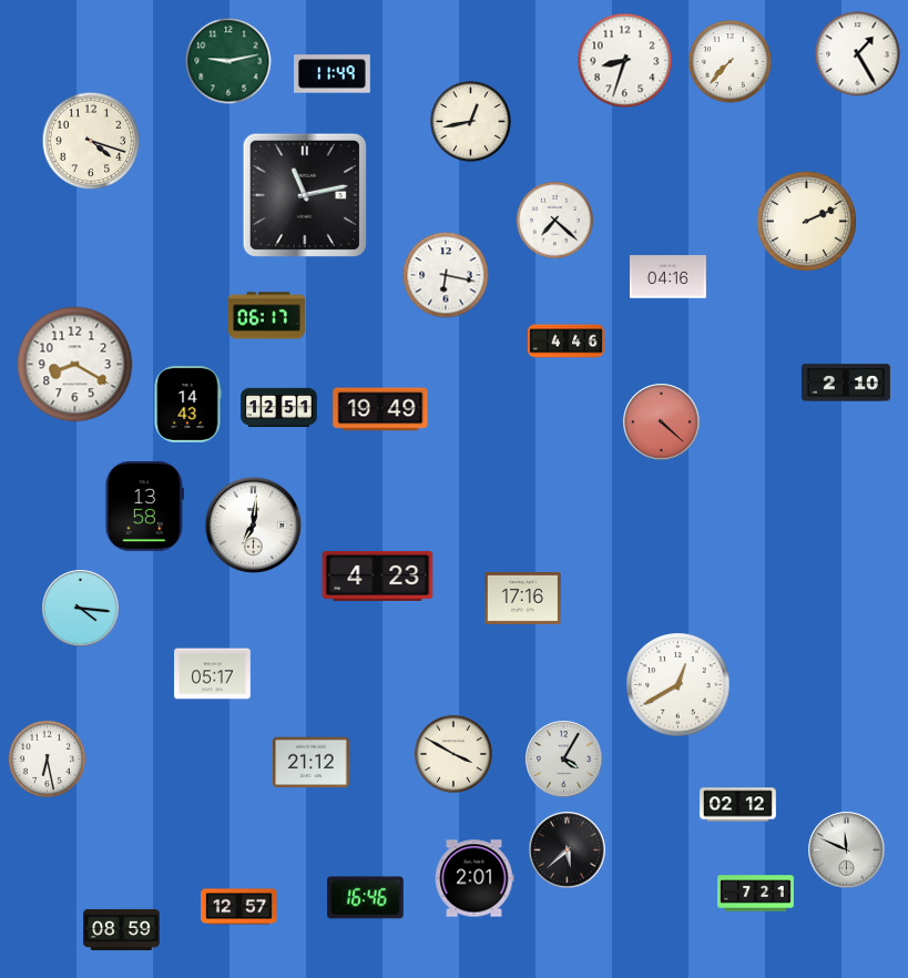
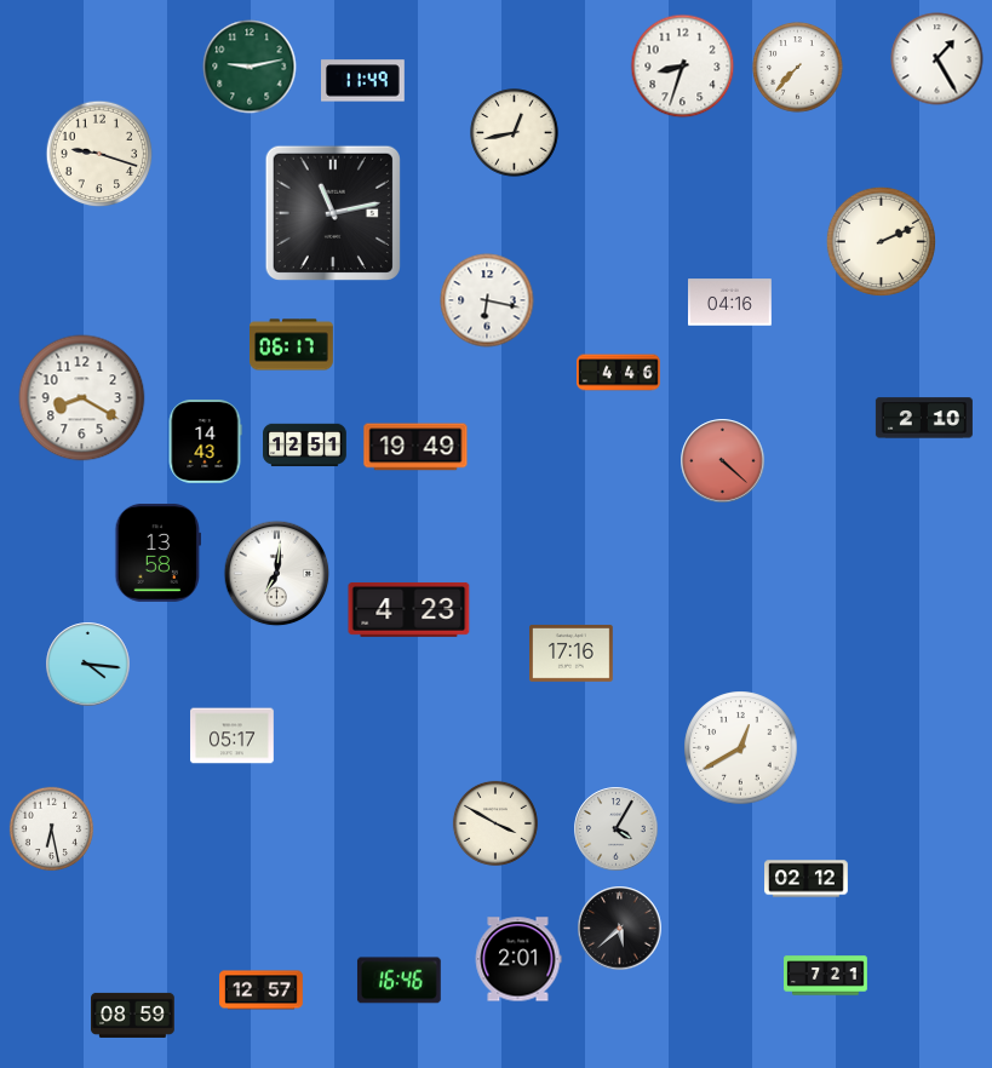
clock at (91, 141): 4:18 -> 9:18
clock at (554, 220): 7:22 -> none
clock at (378, 575) position: (378, 575) -> (409, 609)
clock at (312, 763): 21:12 -> none
clock at (847, 850): 11:49 -> none
